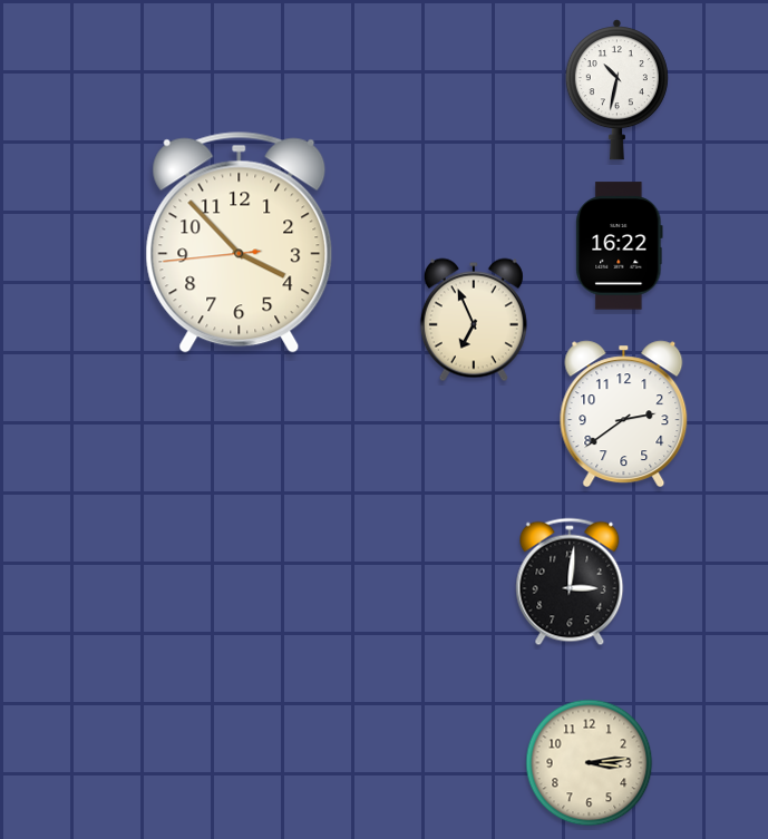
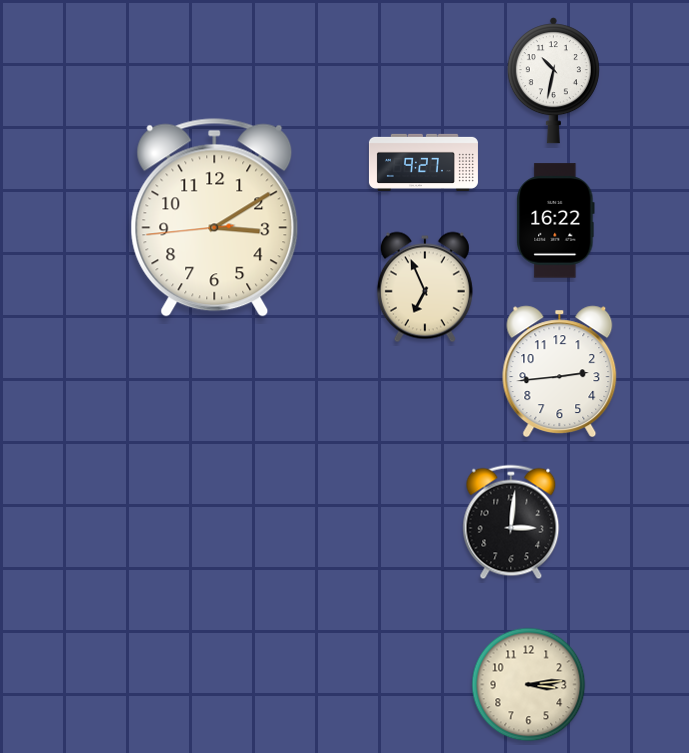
clock at (423, 162): none -> 9:27
clock at (240, 242): 3:52 -> 3:09
clock at (624, 414): 2:39 -> 2:44
